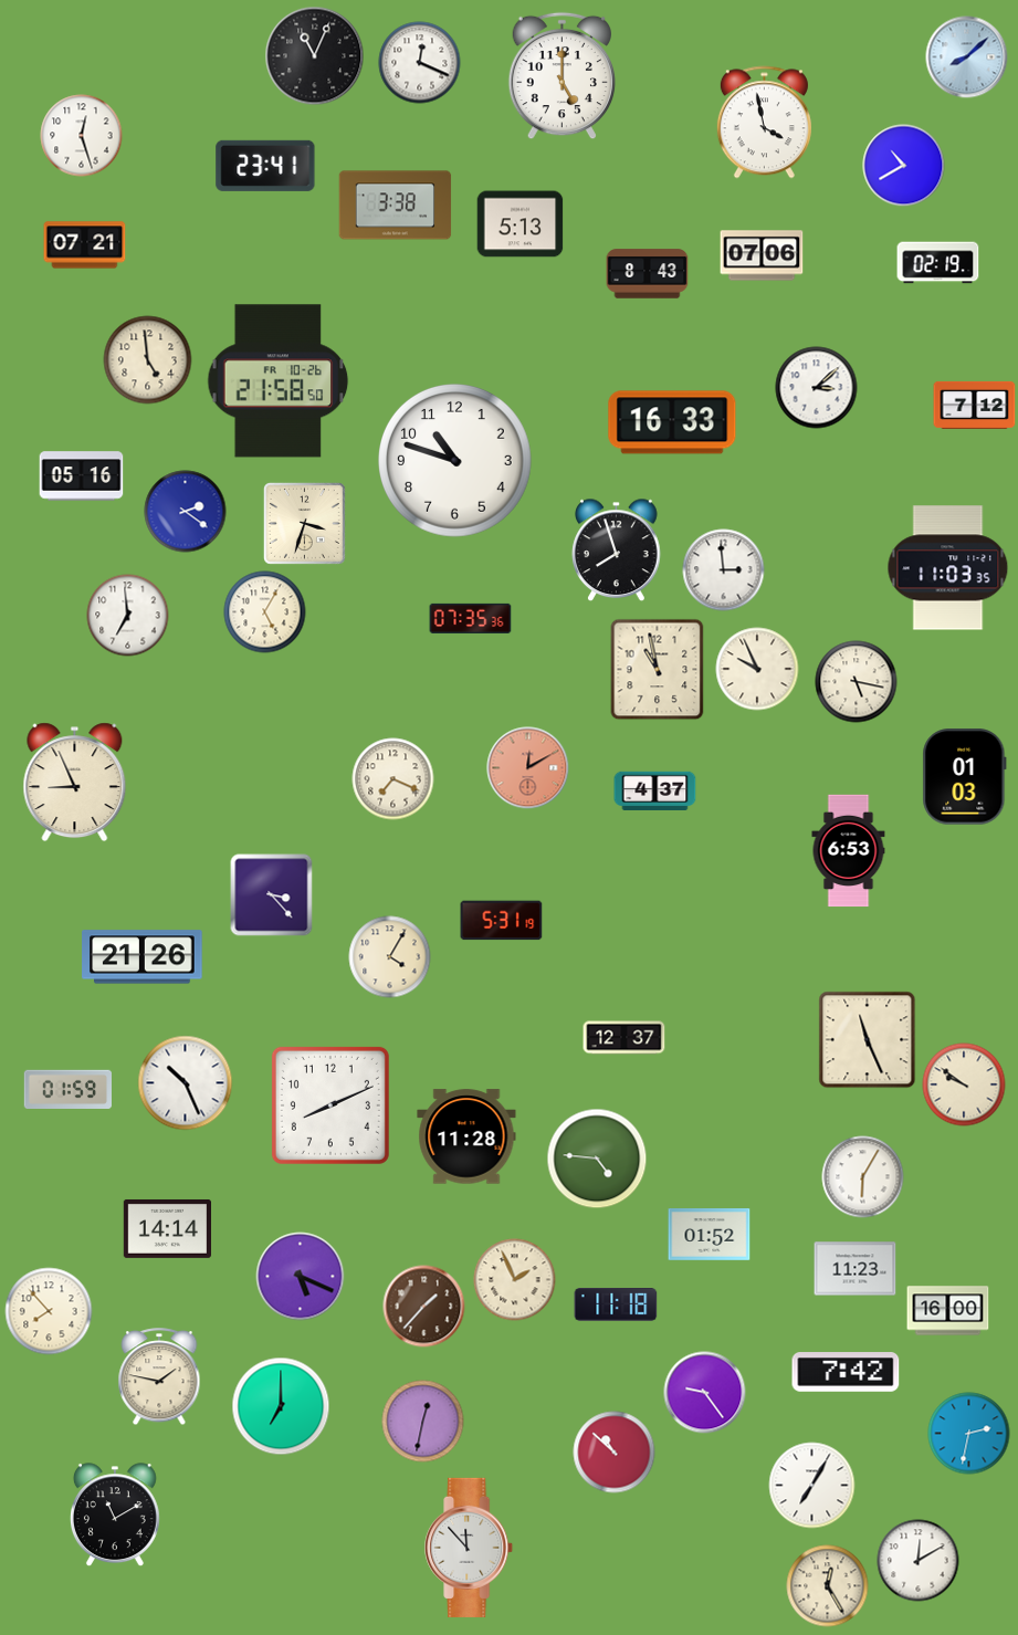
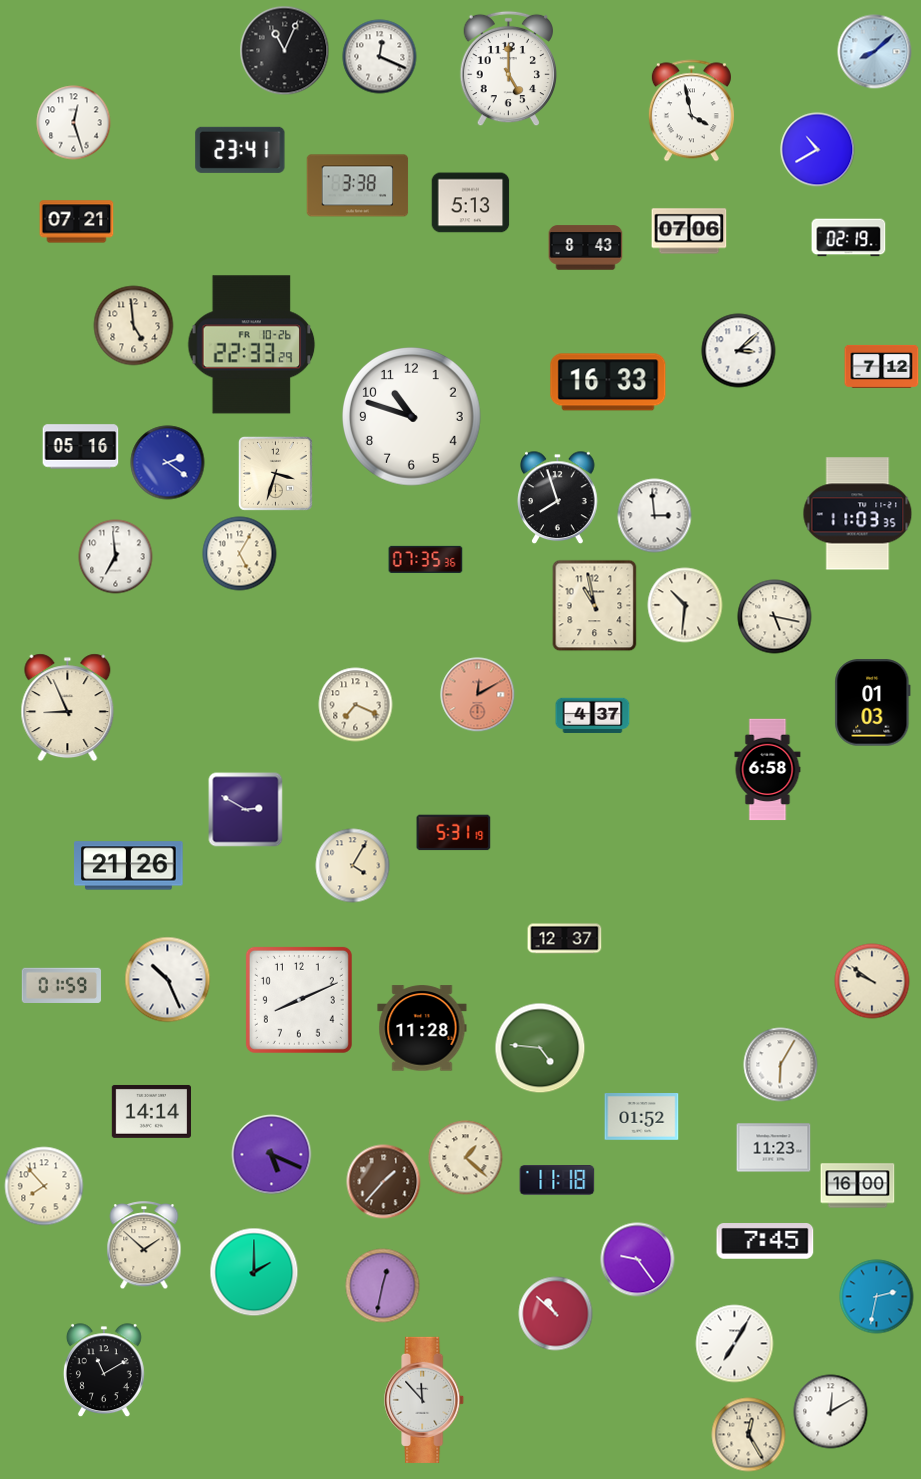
clock at (279, 381): 21:58 -> 22:33
clock at (82, 476) position: (82, 476) -> (81, 447)
clock at (757, 669): 9:56 -> 10:31
clock at (849, 851): 6:53 -> 6:58
clock at (272, 895): 3:23 -> 2:50
clock at (868, 1040): 11:26 -> none
clock at (515, 1280): 1:56 -> 1:22
clock at (846, 1373): 7:42 -> 7:45
clock at (159, 1377): 1:47 -> 1:52
clock at (281, 1406): 7:00 -> 2:00
